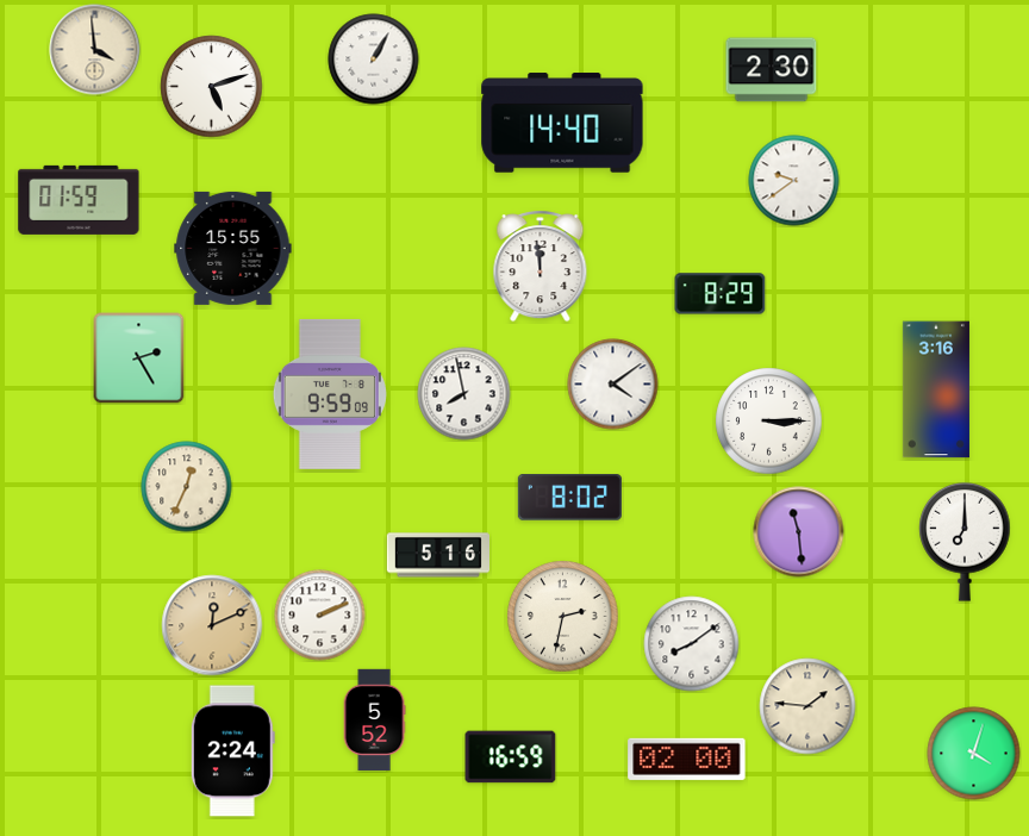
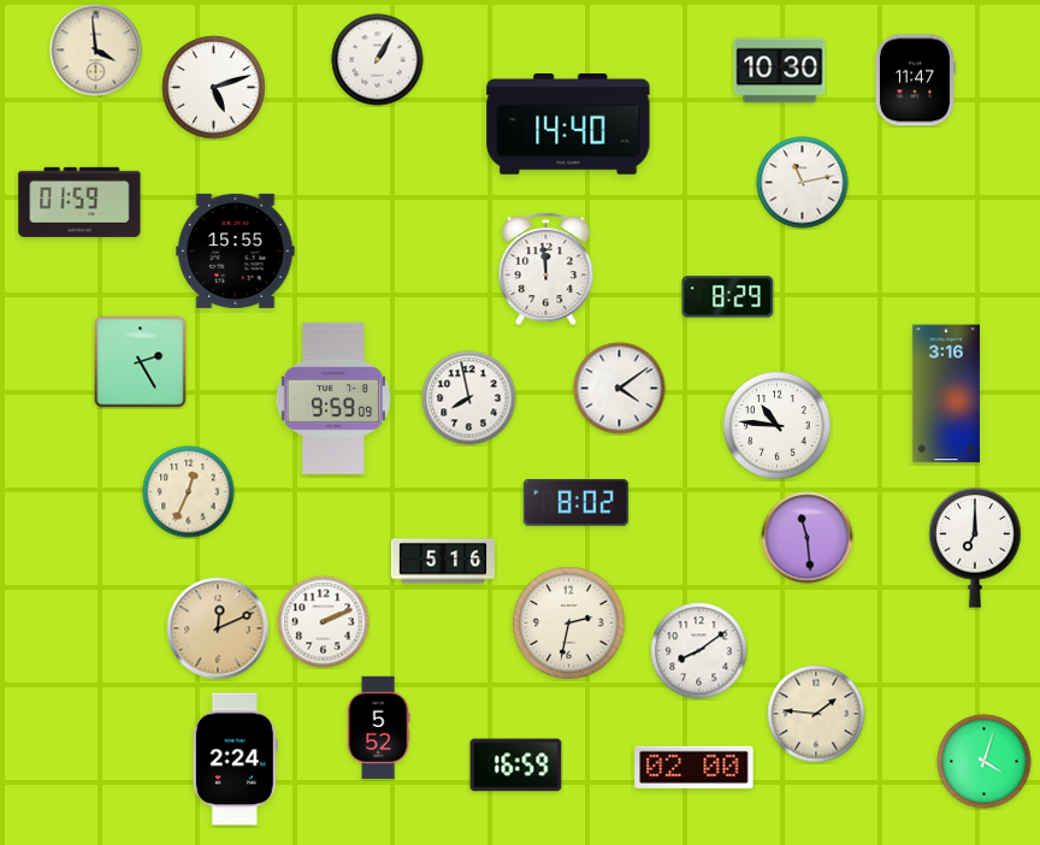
clock at (772, 70): 2:30 -> 10:30
clock at (915, 81): none -> 11:47
clock at (794, 181): 9:39 -> 11:13
clock at (769, 422): 3:15 -> 10:46
clock at (212, 625) position: (212, 625) -> (218, 628)
